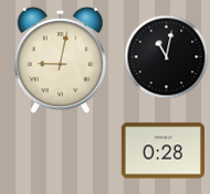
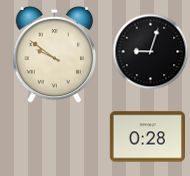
clock at (167, 57): 11:02 -> 9:03
clock at (61, 61): 9:02 -> 9:51
